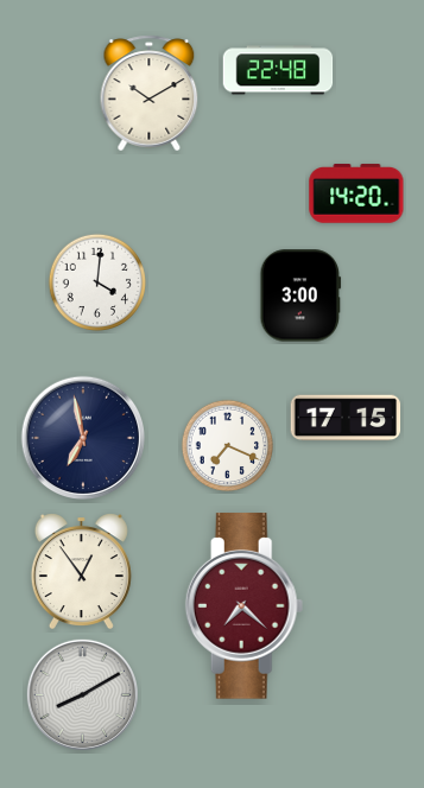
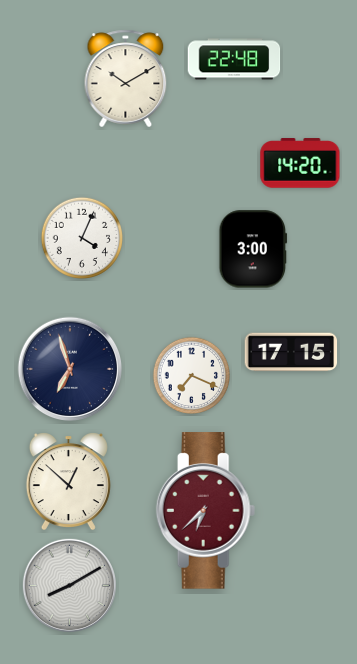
clock at (96, 281): 4:01 -> 4:04
clock at (83, 438): 6:58 -> 6:57
clock at (81, 572): 12:54 -> 12:52
clock at (245, 606): 7:22 -> 6:38
